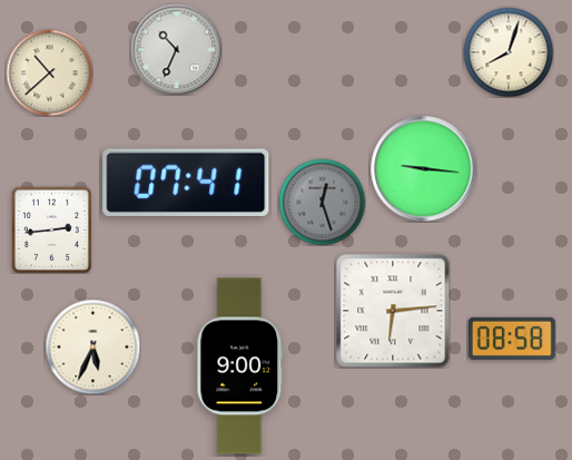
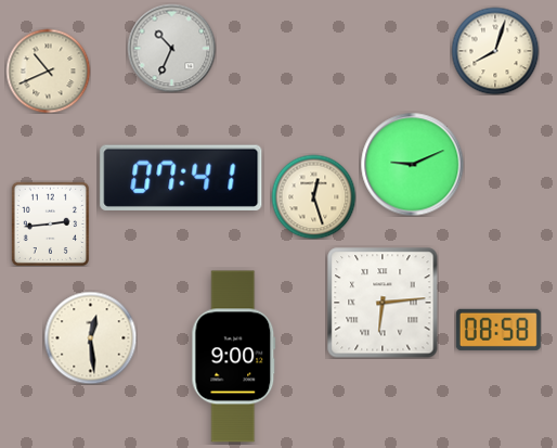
clock at (49, 72): 10:38 -> 10:41
clock at (423, 168): 9:16 -> 9:11
clock at (322, 202) dial: grey -> cream
clock at (92, 346): 5:34 -> 12:29
